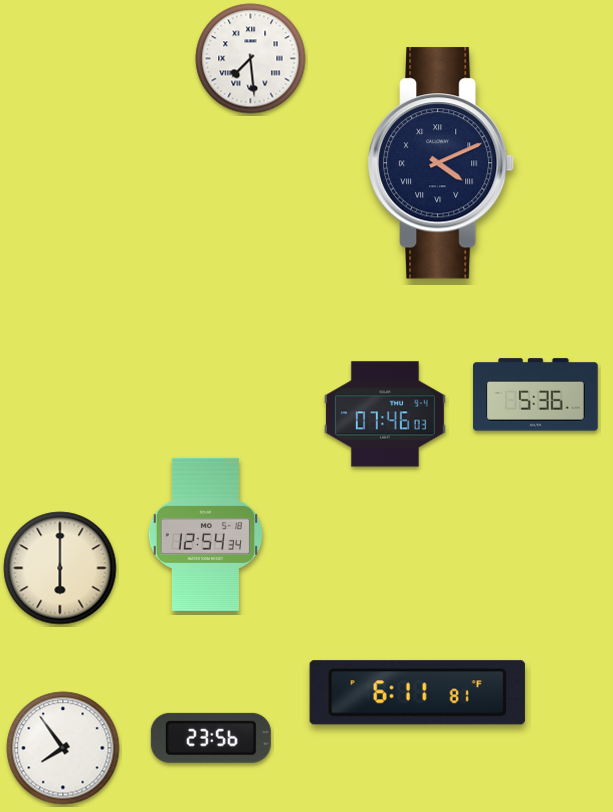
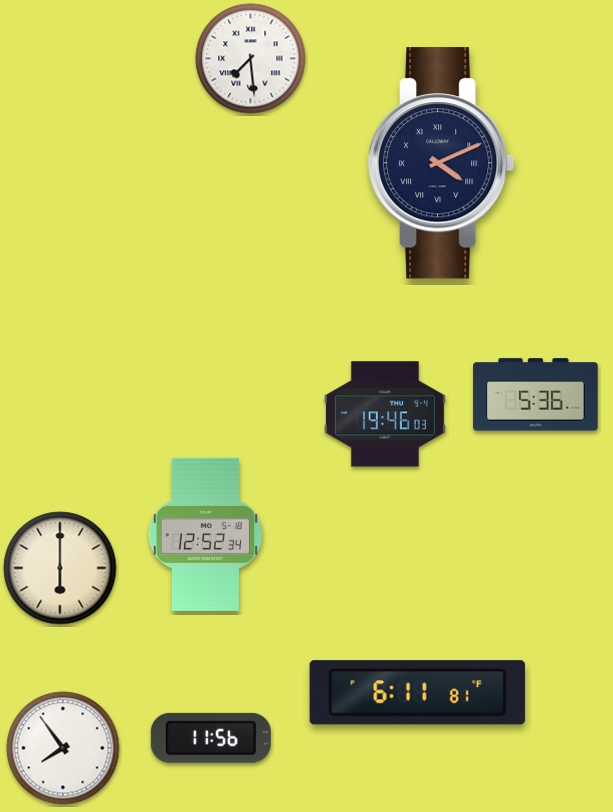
clock at (385, 414): 07:46 -> 19:46
clock at (205, 534): 12:54 -> 12:52
clock at (211, 738): 23:56 -> 11:56
